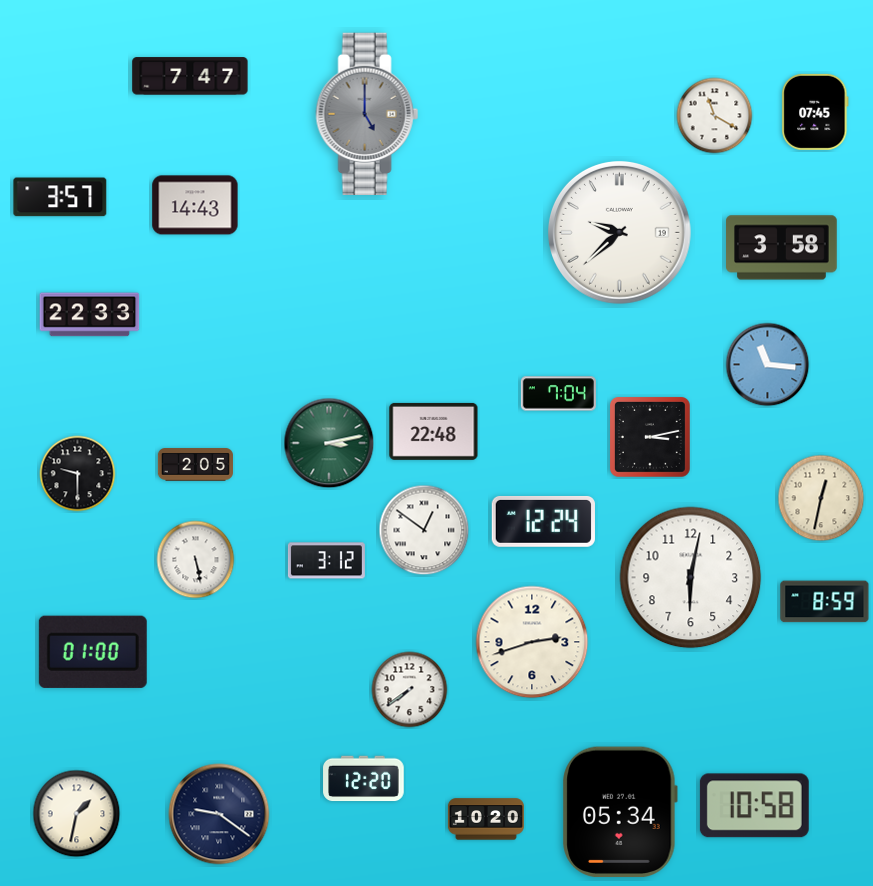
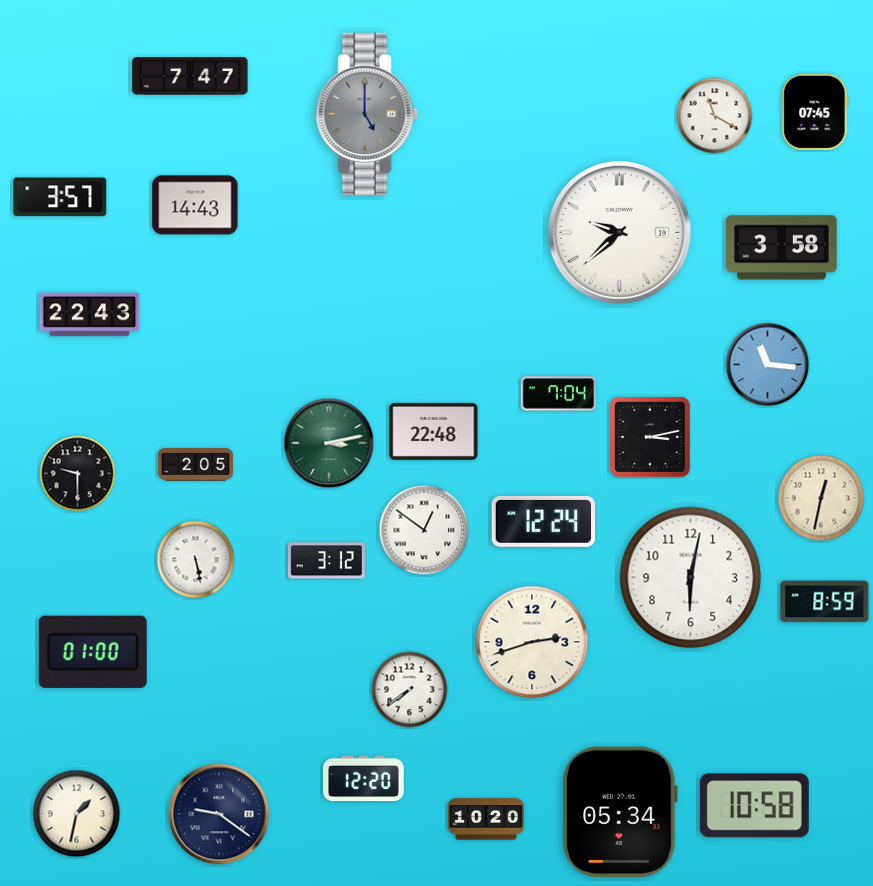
clock at (90, 315): 22:33 -> 22:43
